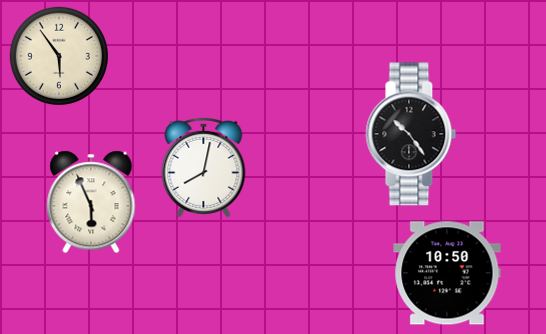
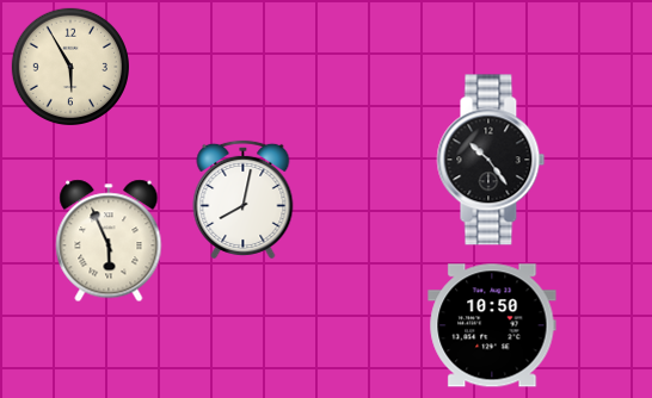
clock at (58, 55): 5:54 -> 5:55
clock at (447, 273) position: (447, 273) -> (492, 325)
